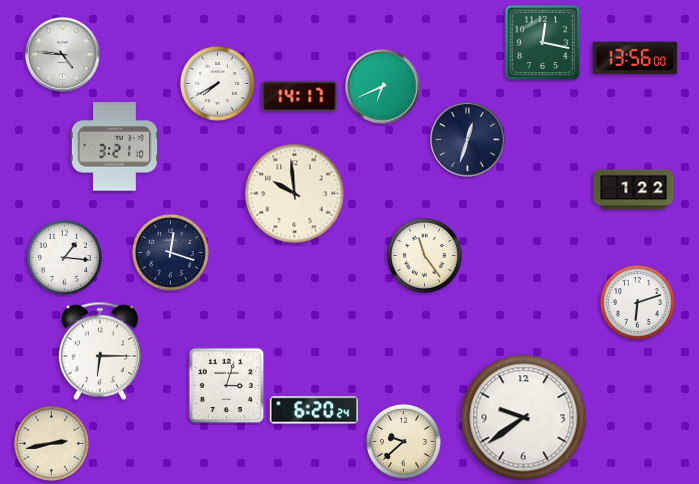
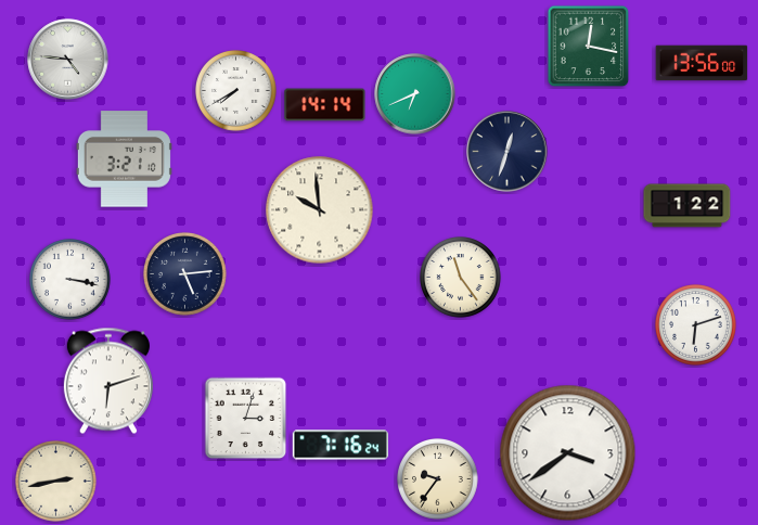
clock at (635, 58) position: (635, 58) -> (702, 63)
clock at (300, 97): 14:17 -> 14:14
clock at (171, 253): 12:18 -> 5:14
clock at (65, 258): 1:16 -> 3:17
clock at (638, 303) position: (638, 303) -> (696, 325)
clock at (100, 351): 6:15 -> 6:12
clock at (314, 410): 6:20 -> 7:16
clock at (524, 418): 9:39 -> 3:39
clock at (404, 442): 9:38 -> 9:36
